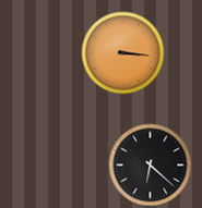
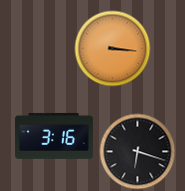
clock at (54, 136): none -> 3:16
clock at (151, 166): 6:22 -> 6:18
